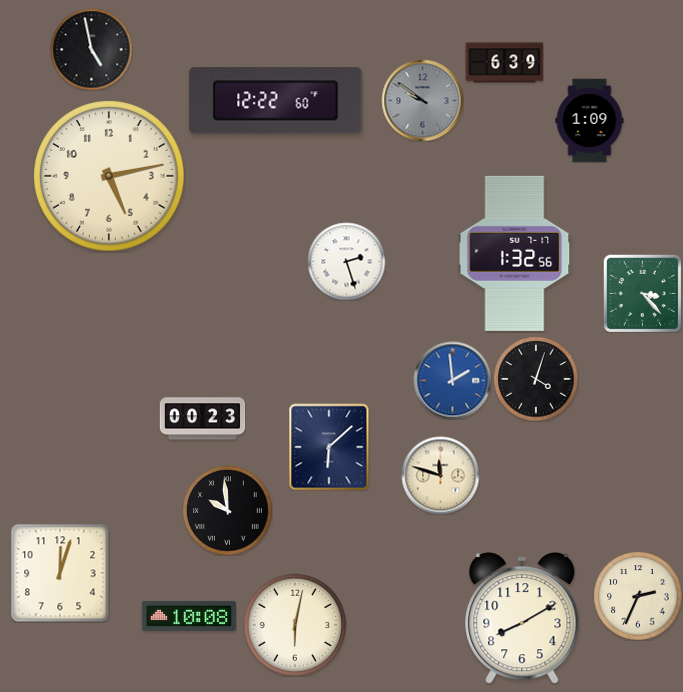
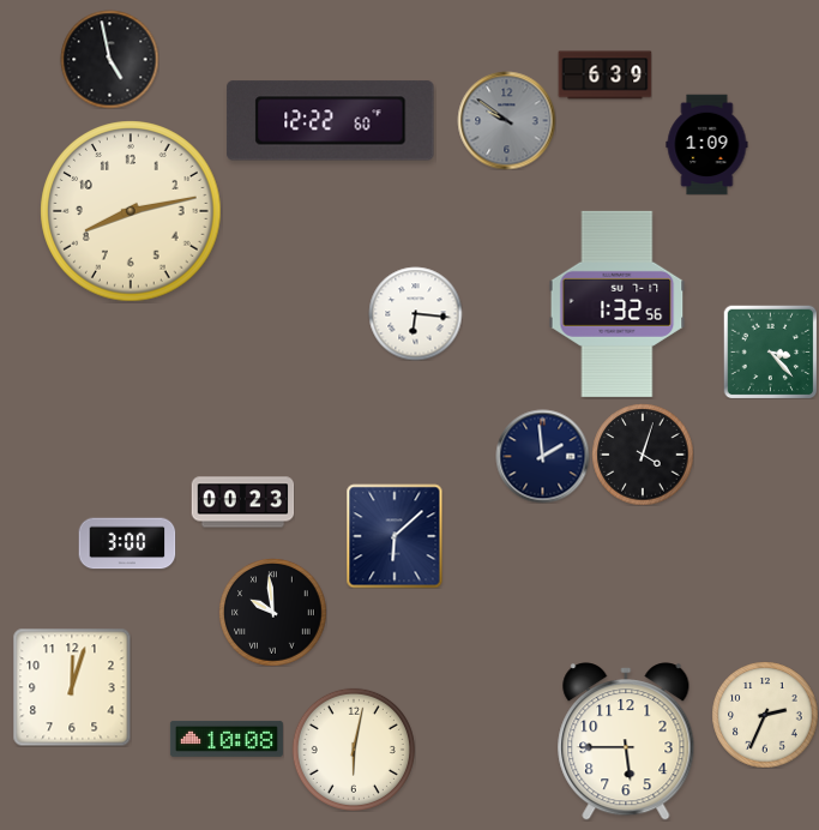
clock at (109, 176): 5:13 -> 8:13
clock at (346, 261): 2:27 -> 6:16
clock at (452, 380) dial: blue -> navy
clock at (127, 543): none -> 3:00
clock at (440, 475): 11:48 -> none
clock at (522, 618): 8:10 -> 5:45
